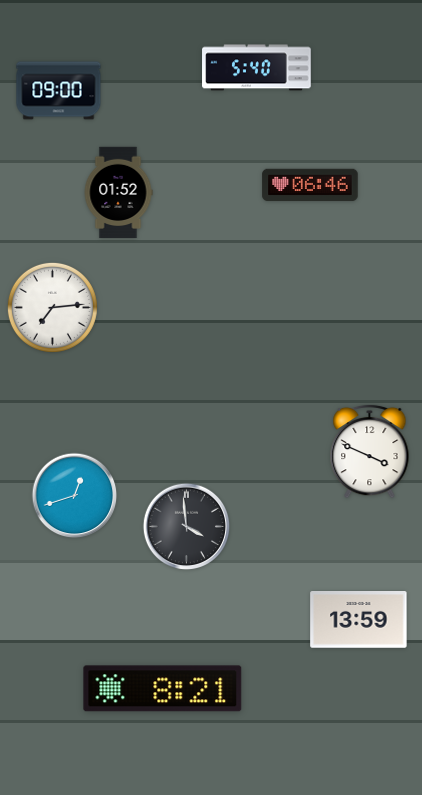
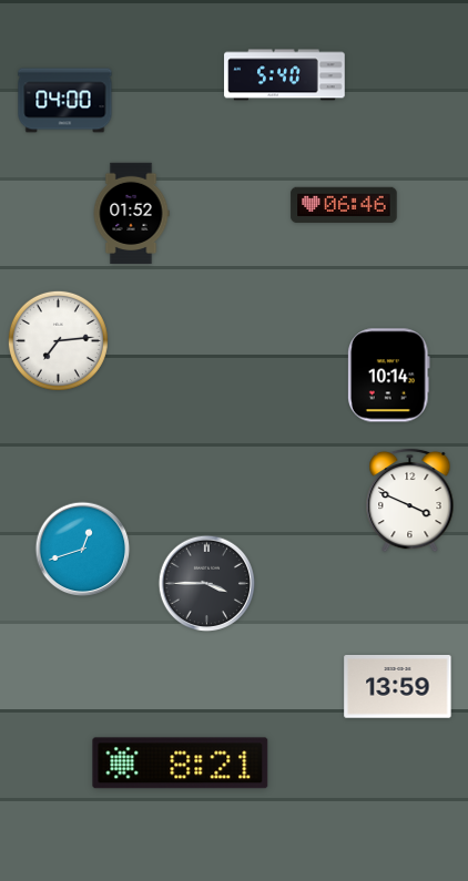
clock at (59, 91): 09:00 -> 04:00
clock at (389, 376): none -> 10:14
clock at (187, 527): 3:59 -> 3:45
